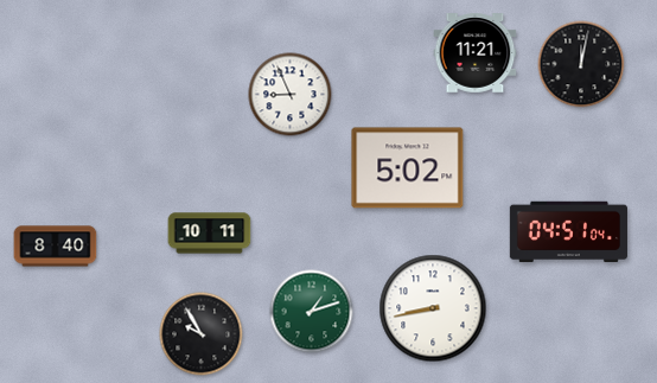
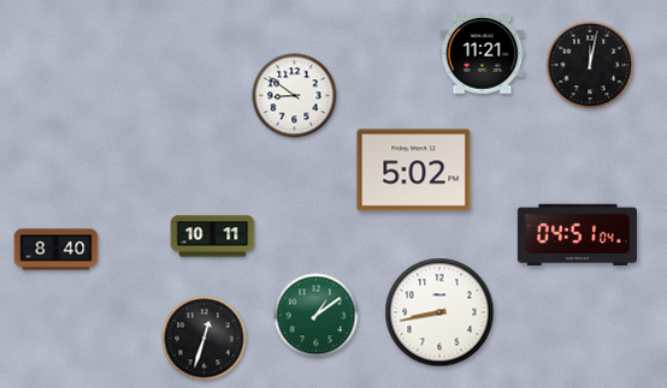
clock at (291, 95): 8:56 -> 8:51
clock at (312, 312): 1:12 -> 1:09
clock at (202, 334): 9:55 -> 12:33
